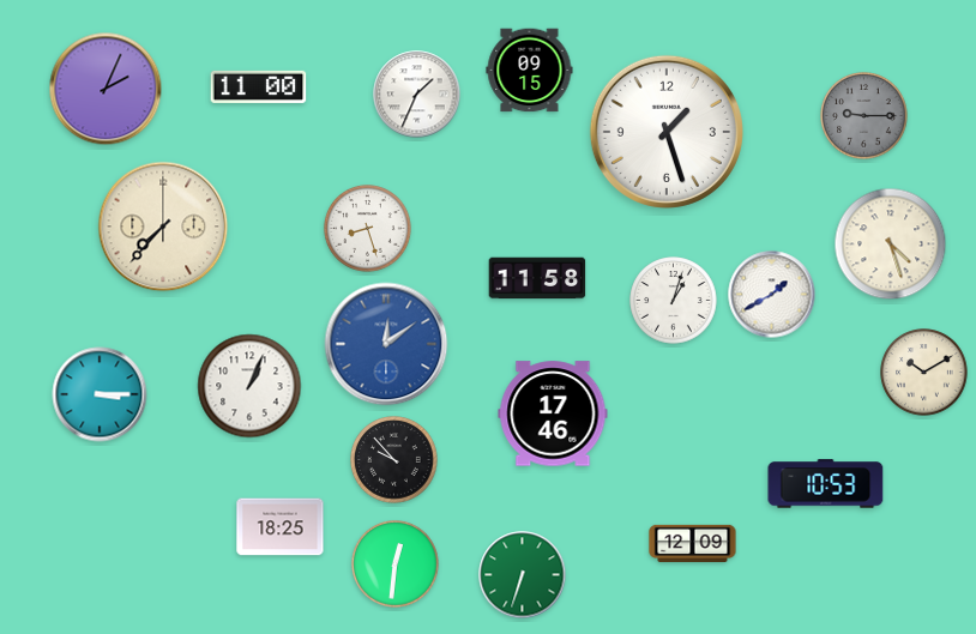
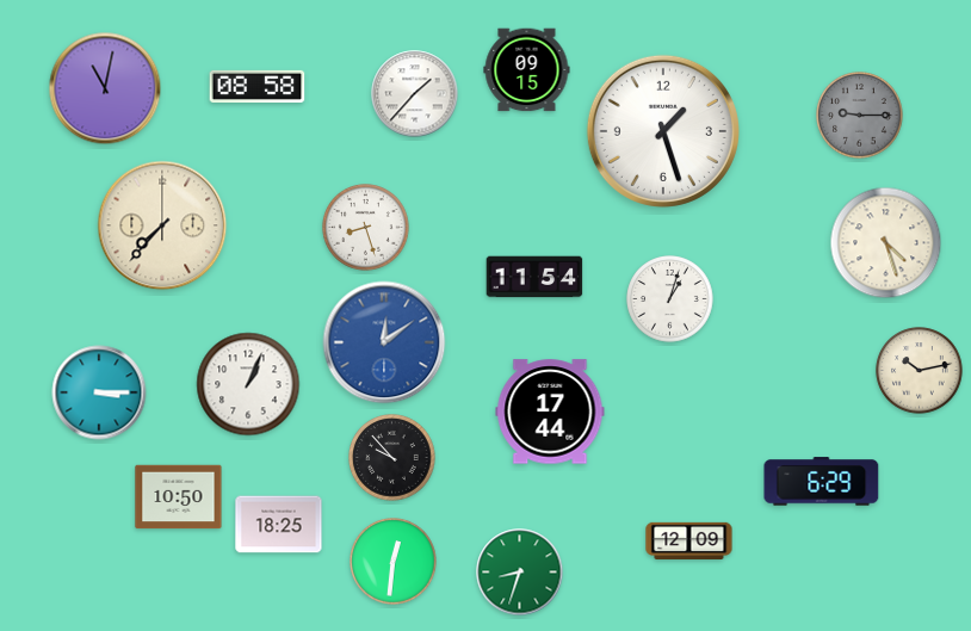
clock at (259, 86): 11:00 -> 08:58
clock at (106, 89): 2:04 -> 11:02
clock at (417, 95): 1:34 -> 1:37
clock at (537, 278): 11:58 -> 11:54
clock at (772, 295): 1:40 -> none
clock at (924, 373): 10:10 -> 10:13
clock at (553, 413): 17:46 -> 17:44
clock at (826, 484): 10:53 -> 6:29
clock at (179, 497): none -> 10:50
clock at (523, 575): 6:33 -> 8:33
